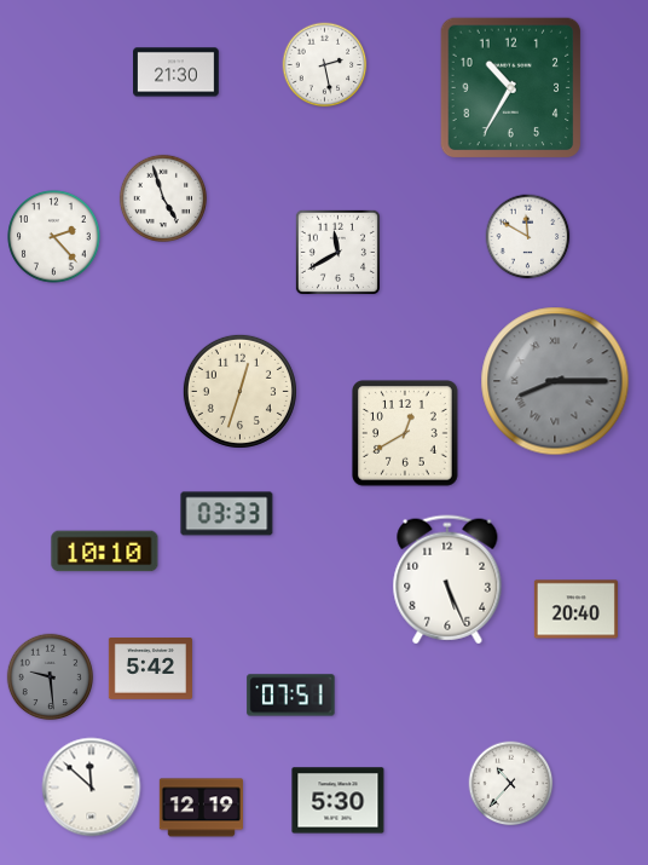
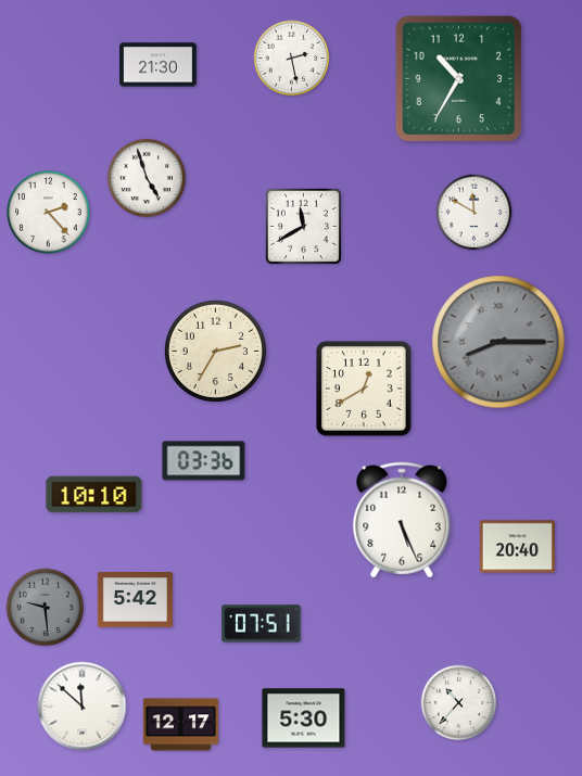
clock at (239, 391): 12:33 -> 2:35
clock at (227, 514): 03:33 -> 03:36
clock at (201, 808): 12:19 -> 12:17
